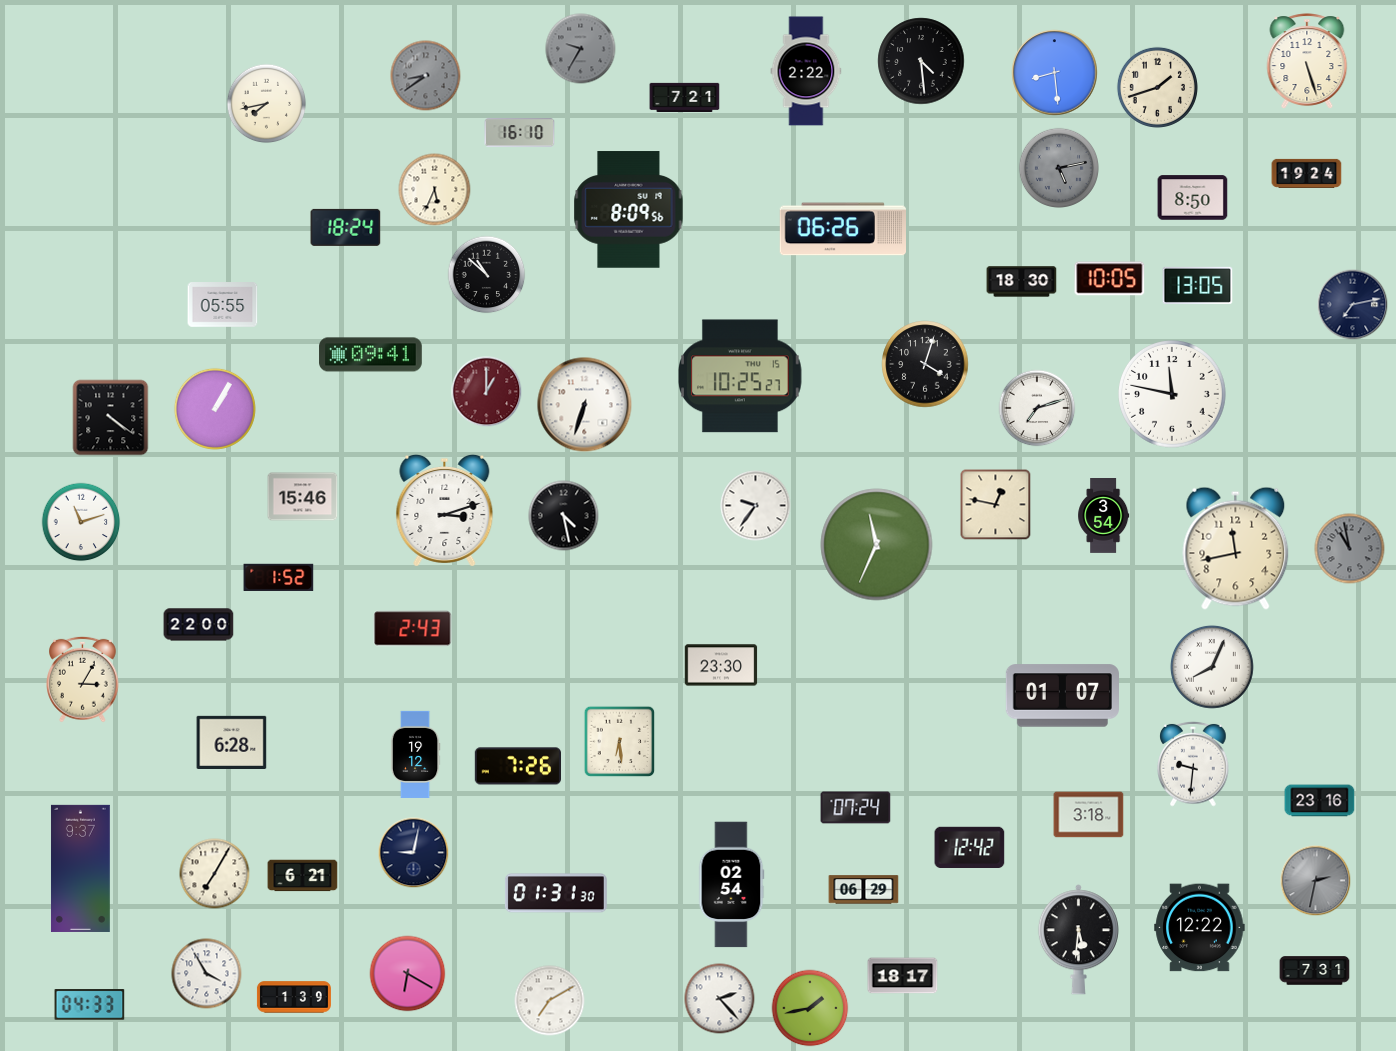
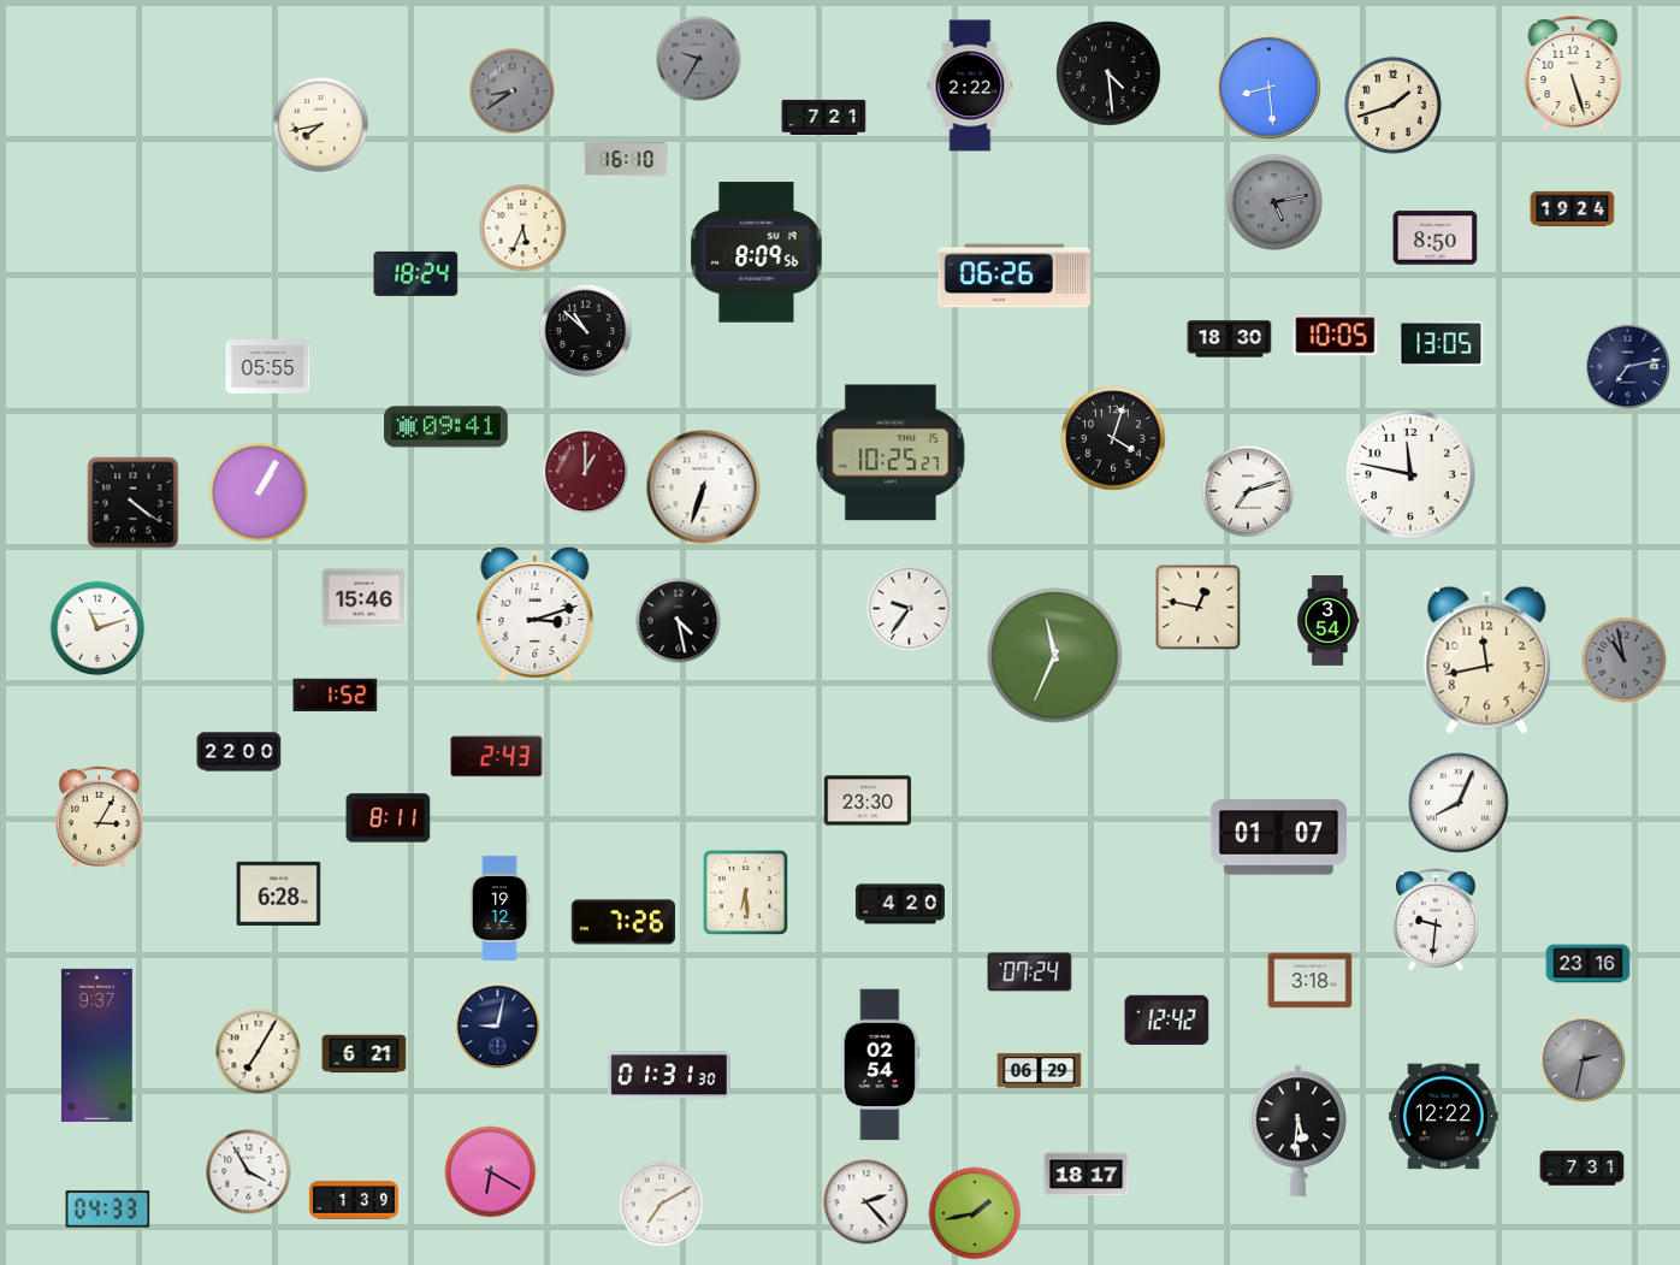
clock at (389, 818): none -> 8:11
clock at (900, 904): none -> 4:20
